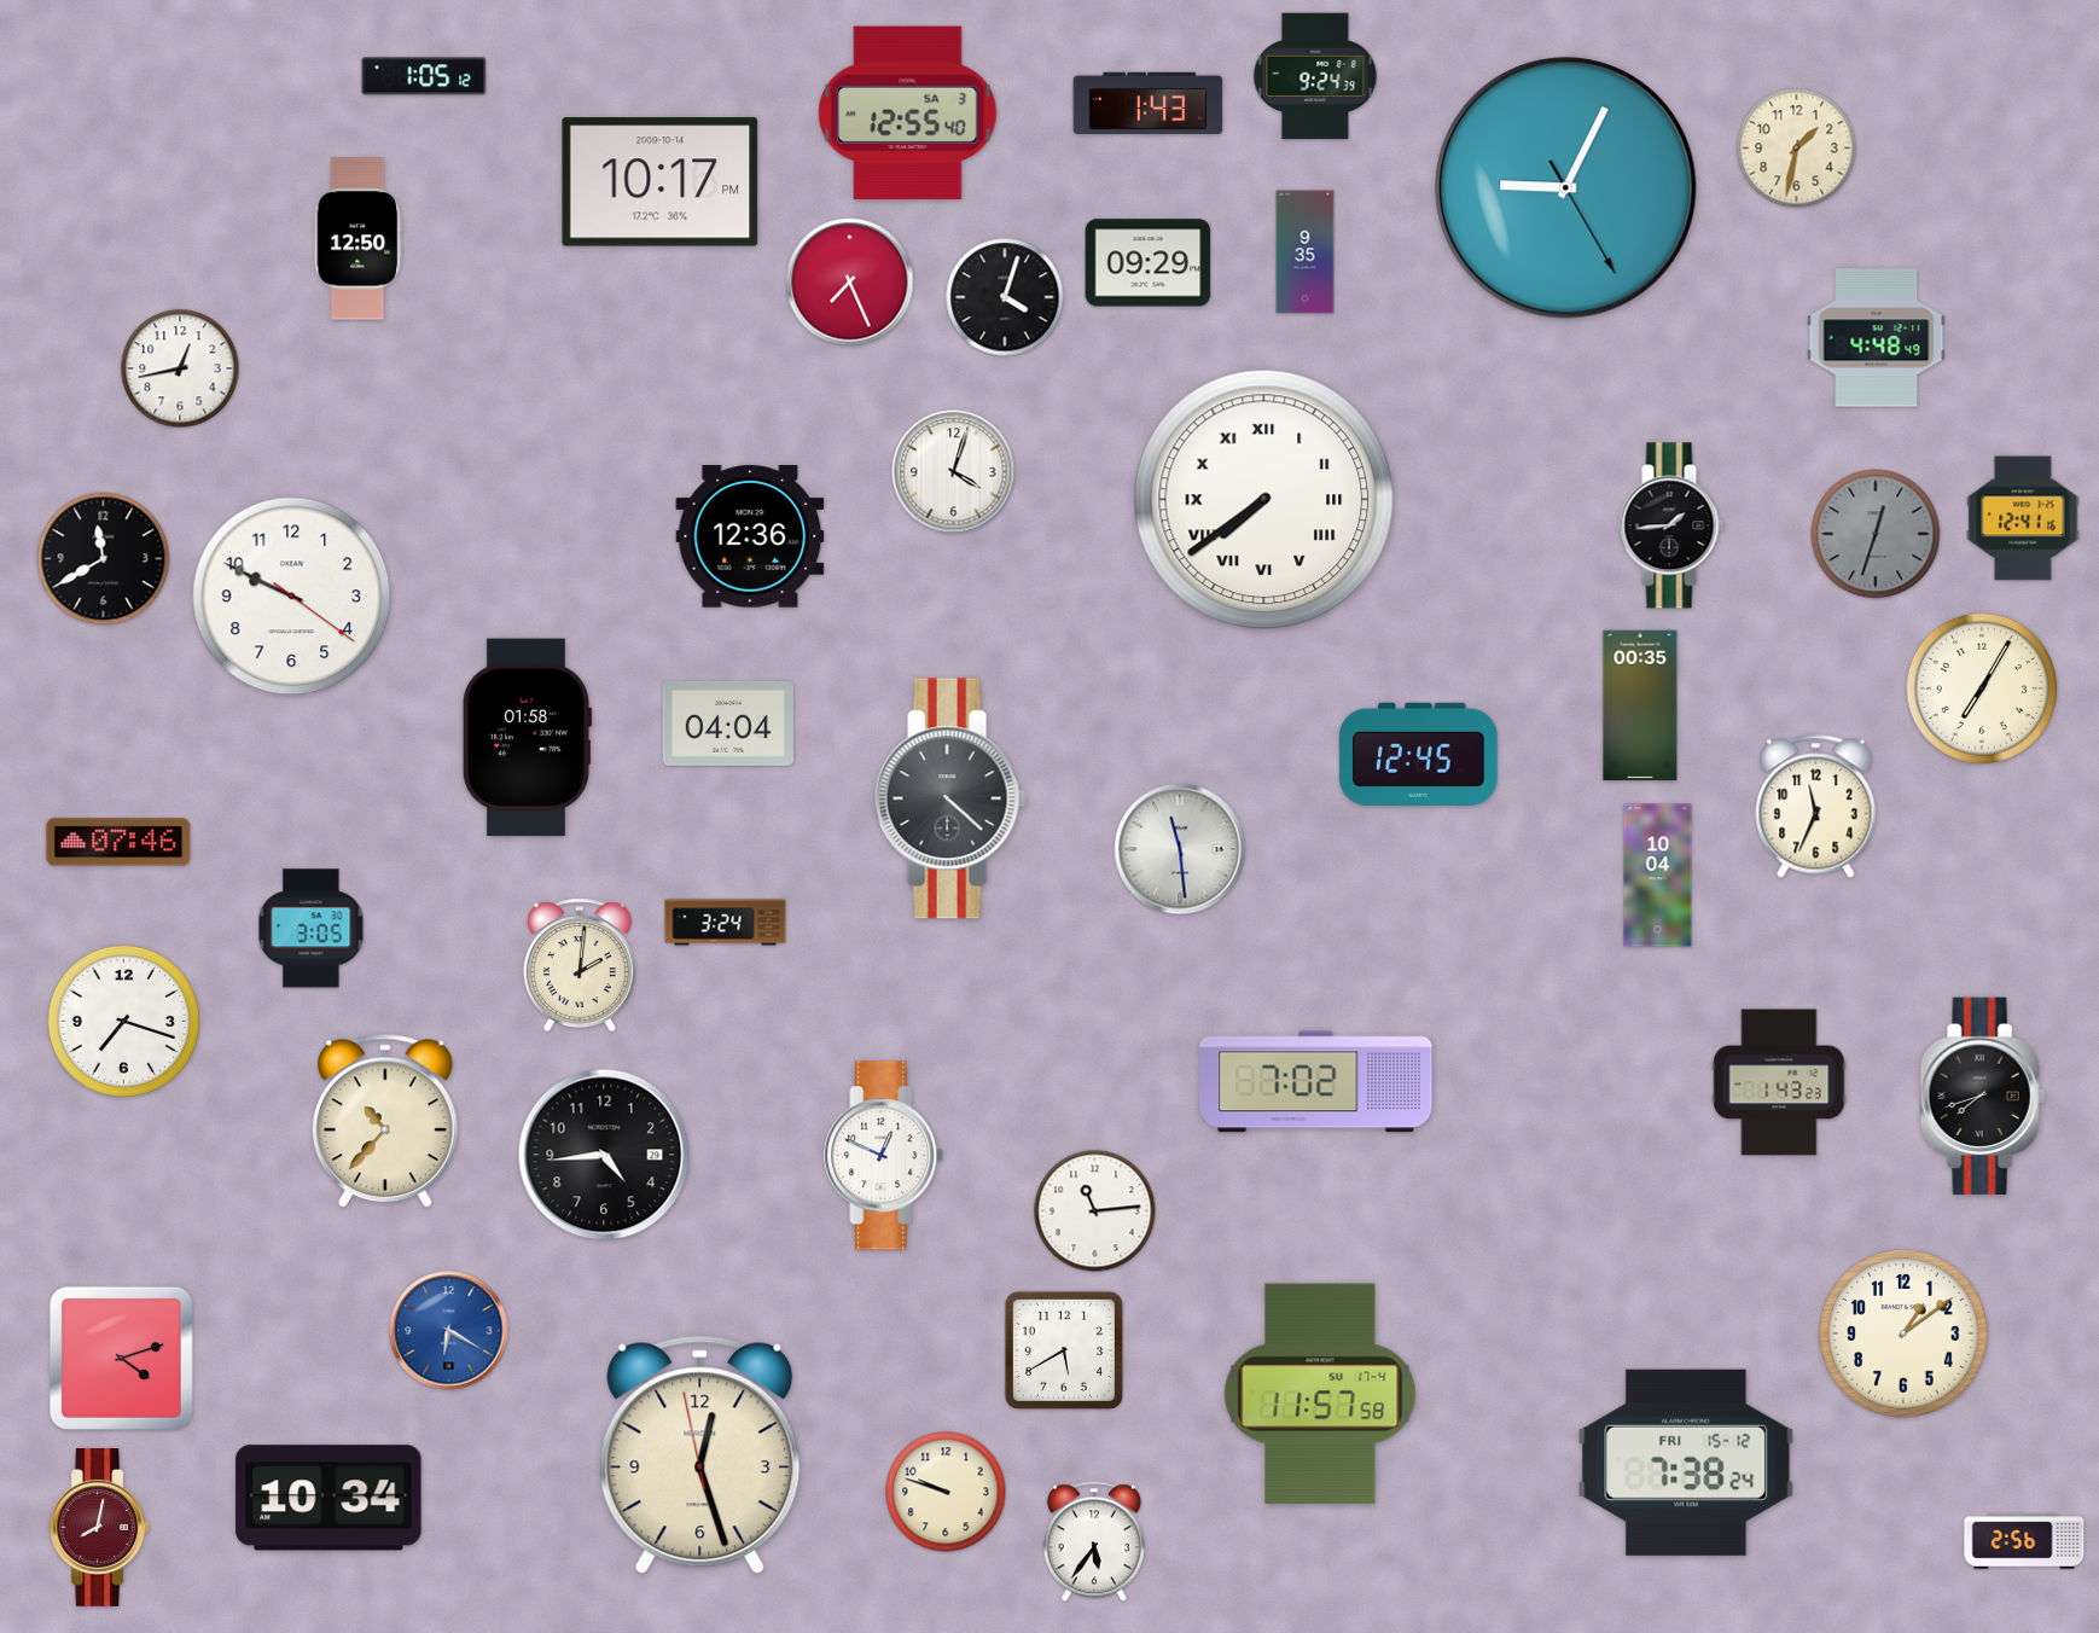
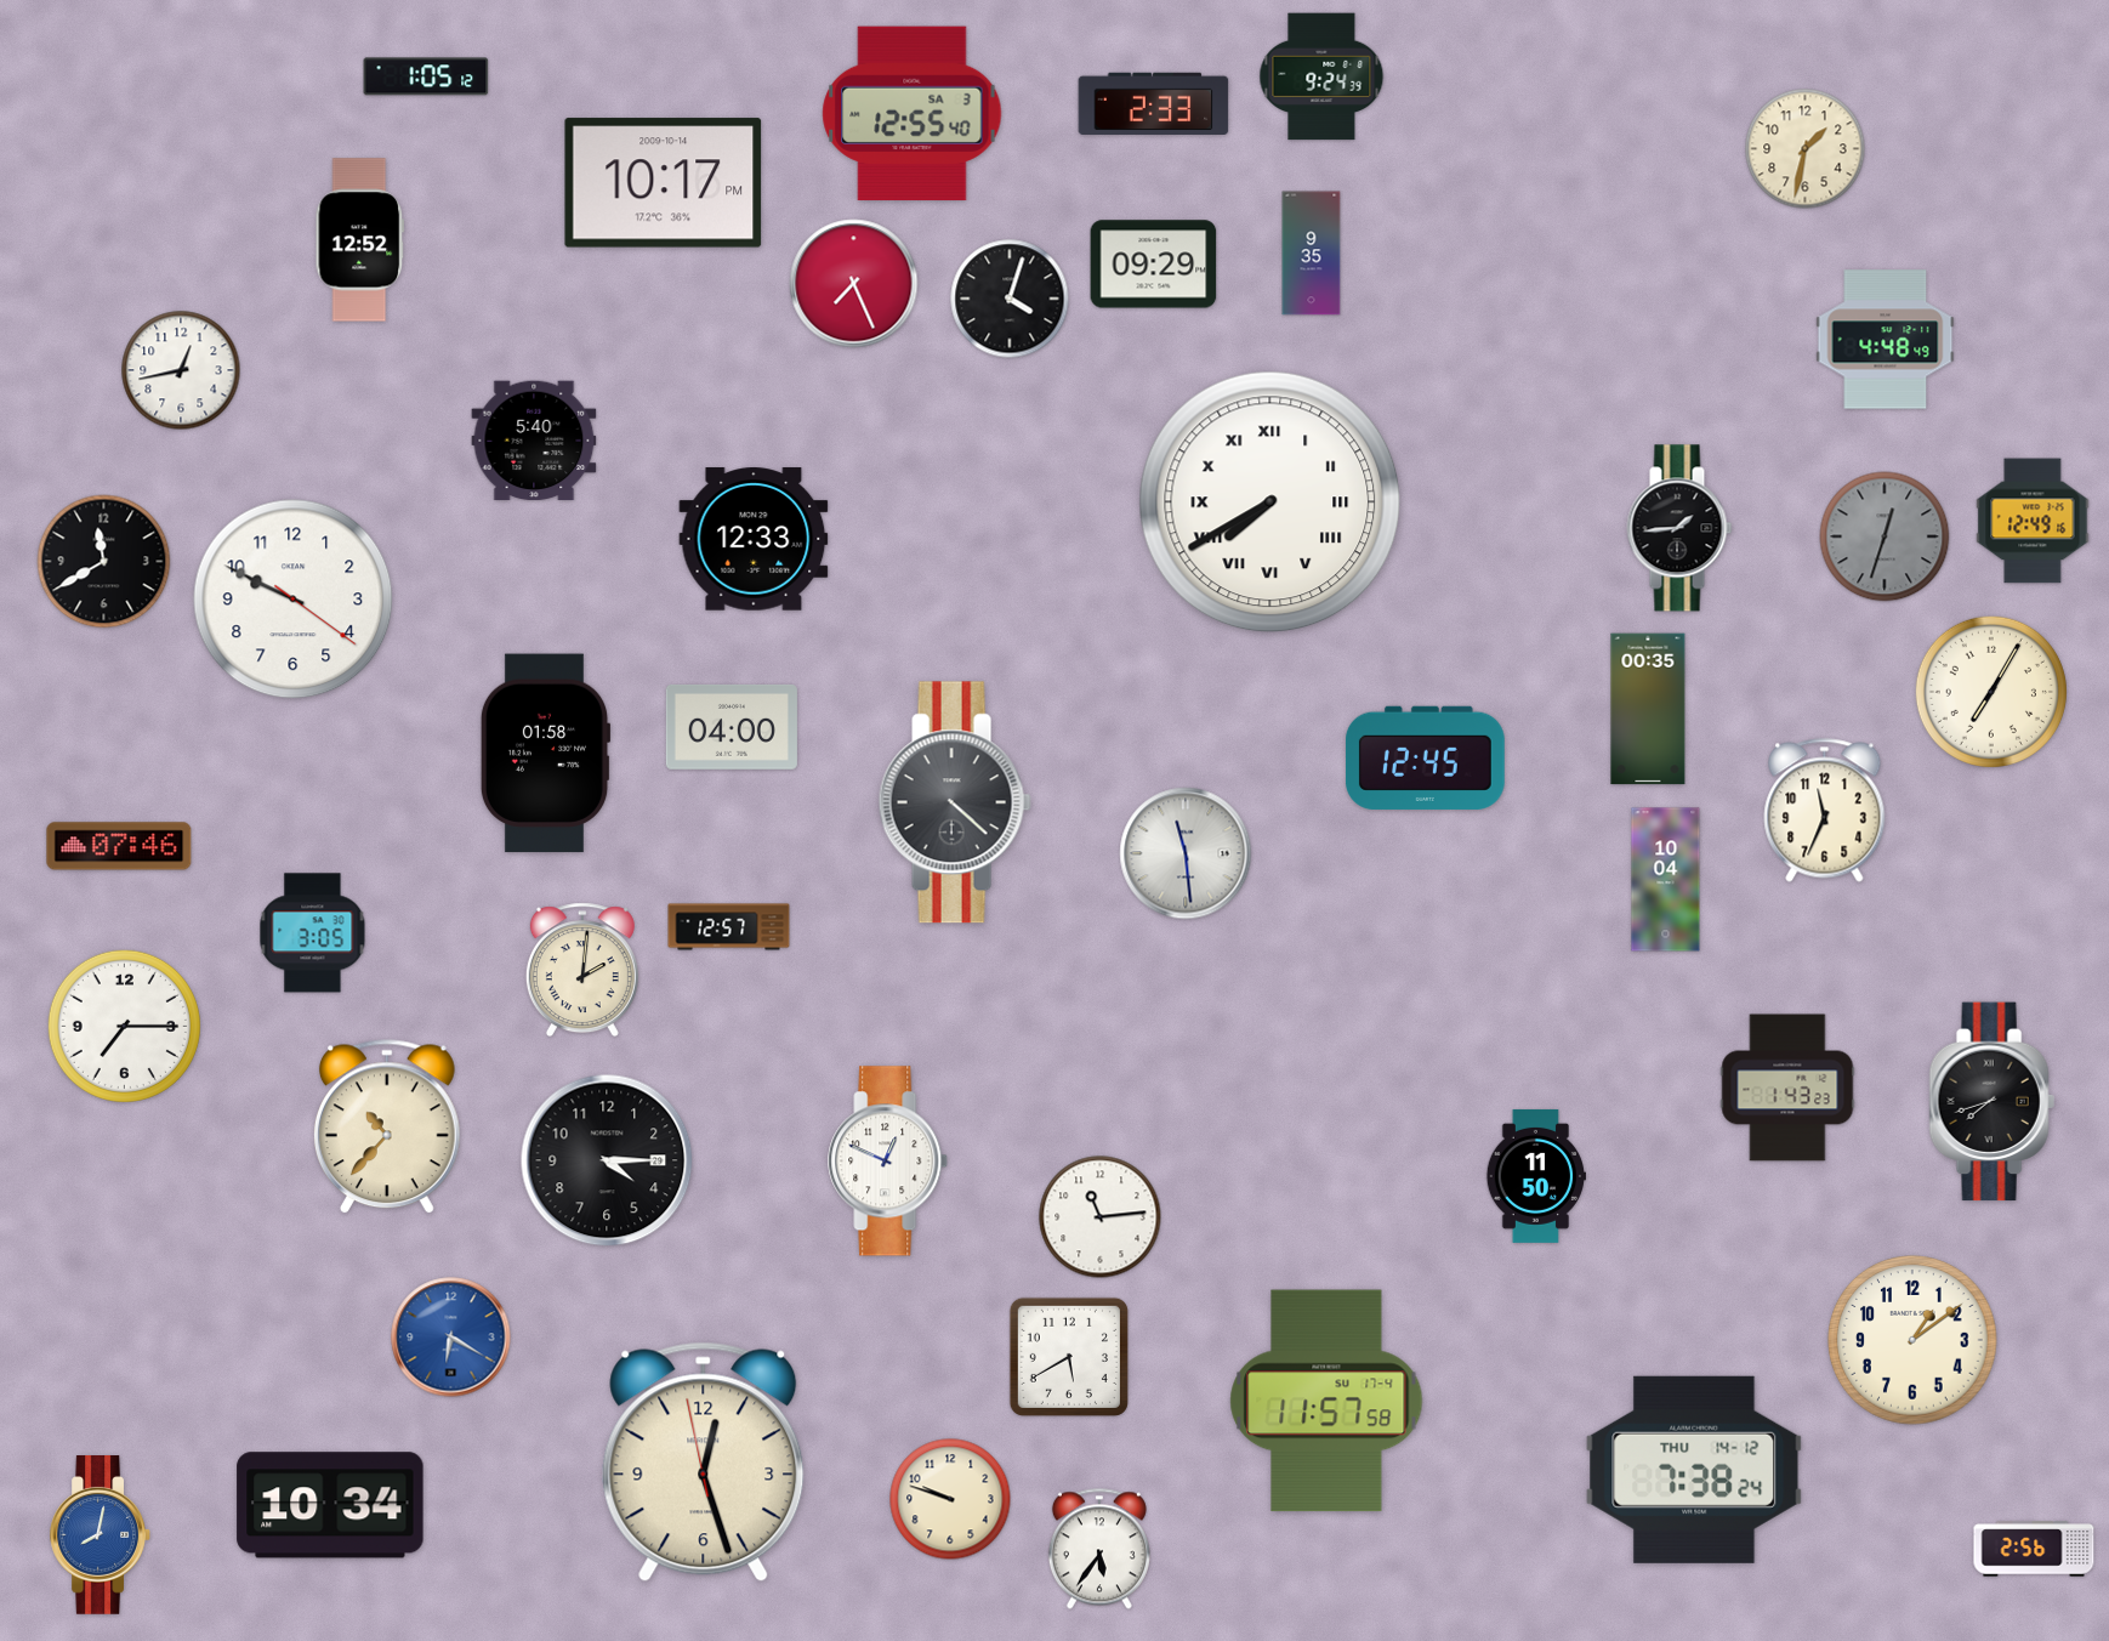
clock at (1149, 103): 1:43 -> 2:33
clock at (1566, 188): 9:04 -> none
clock at (359, 239): 12:50 -> 12:52
clock at (534, 441): none -> 5:40
clock at (954, 472): 4:03 -> none
clock at (1264, 500): 7:39 -> 7:40
clock at (2023, 518): 12:41 -> 12:49
clock at (750, 536): 12:36 -> 12:33
clock at (728, 723): 04:04 -> 04:00
clock at (527, 738) position: (527, 738) -> (545, 754)
clock at (726, 923): 3:24 -> 12:57
clock at (123, 1021): 7:18 -> 7:15
clock at (1316, 1082): 7:02 -> none
clock at (604, 1155): 4:44 -> 4:15
clock at (1535, 1176): none -> 11:50
clock at (121, 1358): 4:12 -> none
clock at (1686, 1463) date: FRI 15-12 -> THU 14-12
clock at (99, 1528) dial: burgundy -> blue
